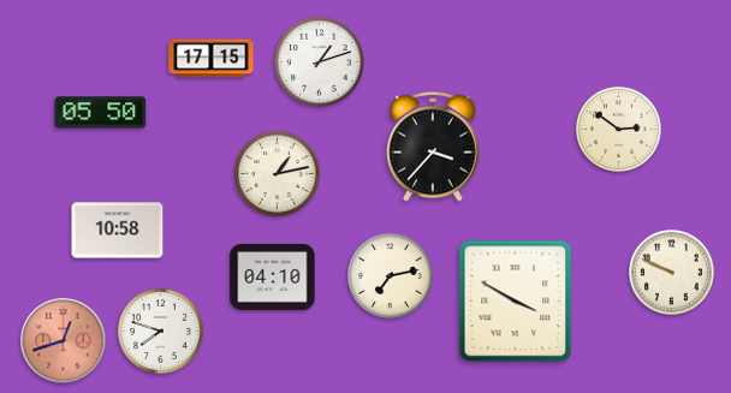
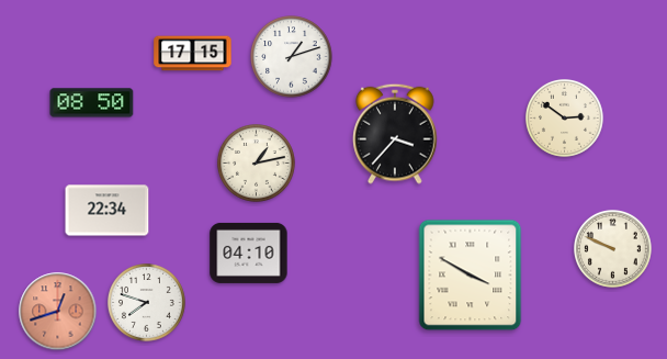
clock at (101, 113): 05:50 -> 08:50
clock at (278, 174) position: (278, 174) -> (257, 164)
clock at (118, 231): 10:58 -> 22:34
clock at (391, 276): 7:13 -> none
